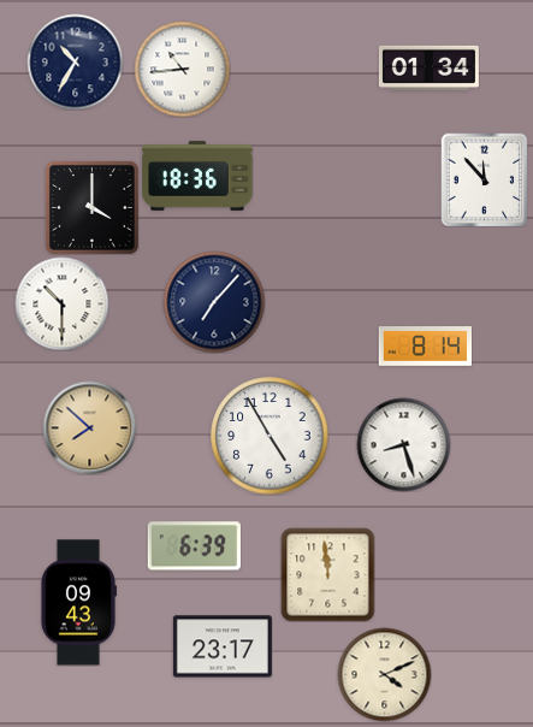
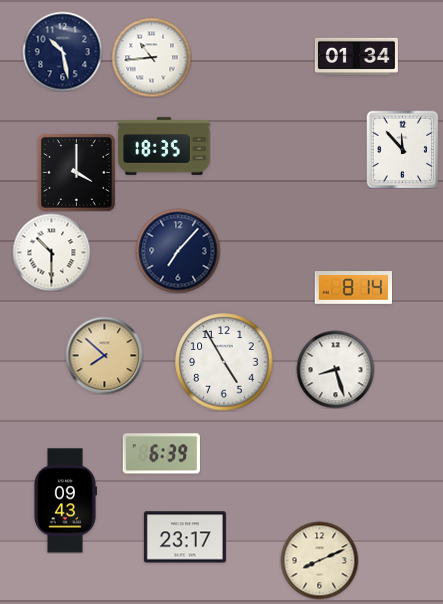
clock at (75, 61): 10:35 -> 10:28
clock at (197, 176): 18:36 -> 18:35
clock at (89, 427) position: (89, 427) -> (104, 355)
clock at (327, 574): 11:59 -> none
clock at (384, 674): 4:11 -> 8:11
